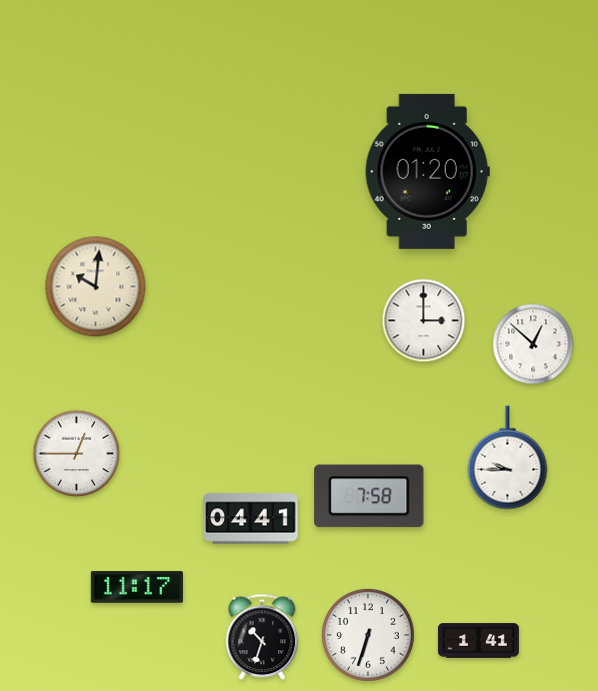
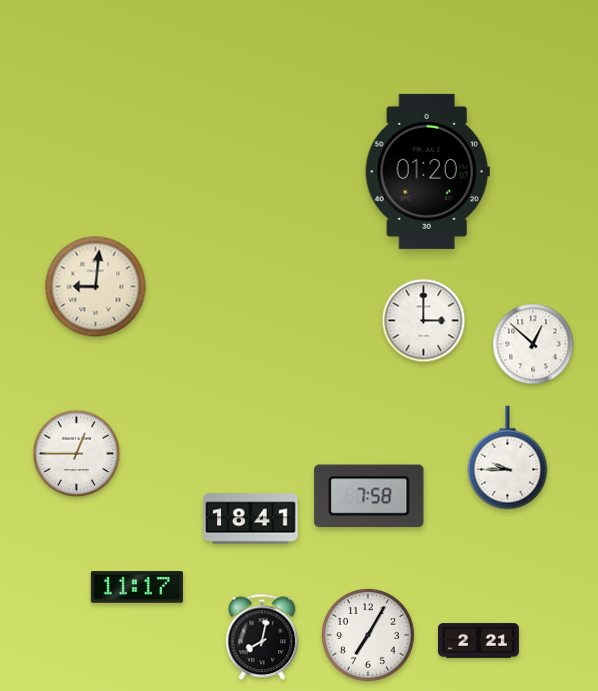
clock at (96, 287): 10:01 -> 9:01
clock at (251, 519): 04:41 -> 18:41
clock at (368, 635): 6:33 -> 7:05
clock at (262, 637): 10:33 -> 8:02
clock at (478, 641): 1:41 -> 2:21
